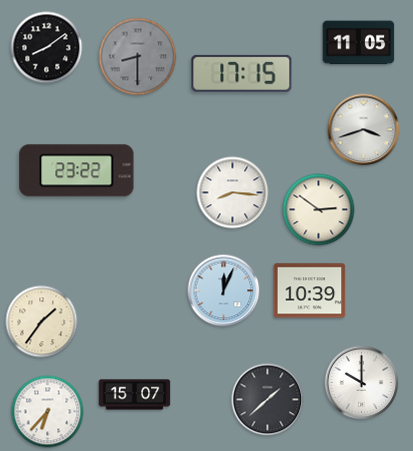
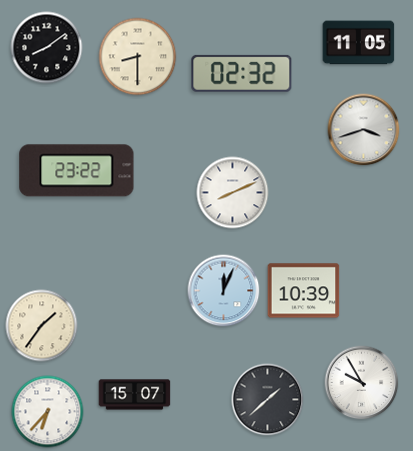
clock at (138, 57) dial: grey -> cream
clock at (242, 73): 17:15 -> 02:32
clock at (233, 193): 8:16 -> 8:11
clock at (319, 210): 2:51 -> none
clock at (310, 291) position: (310, 291) -> (304, 291)
clock at (42, 322) position: (42, 322) -> (42, 326)
clock at (362, 383): 10:00 -> 9:55
